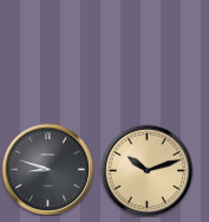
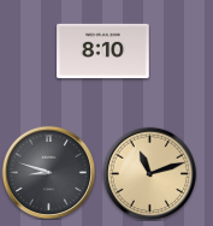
clock at (103, 52): none -> 8:10
clock at (146, 170): 10:12 -> 11:12
